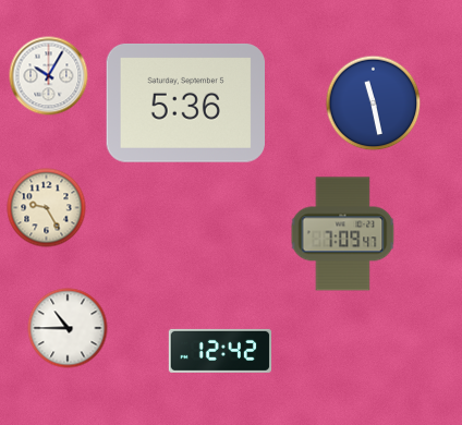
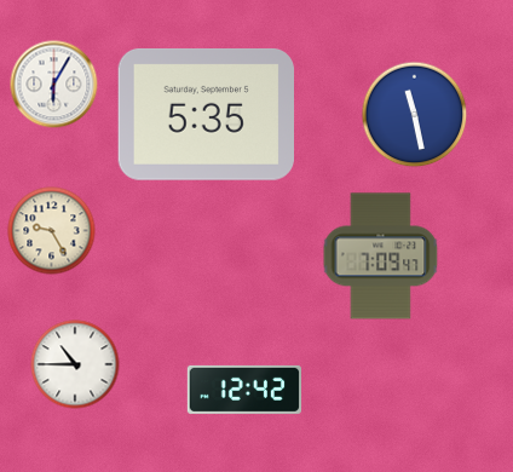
clock at (49, 76): 10:05 -> 6:05
clock at (185, 102): 5:36 -> 5:35
clock at (343, 234) position: (343, 234) -> (381, 257)
